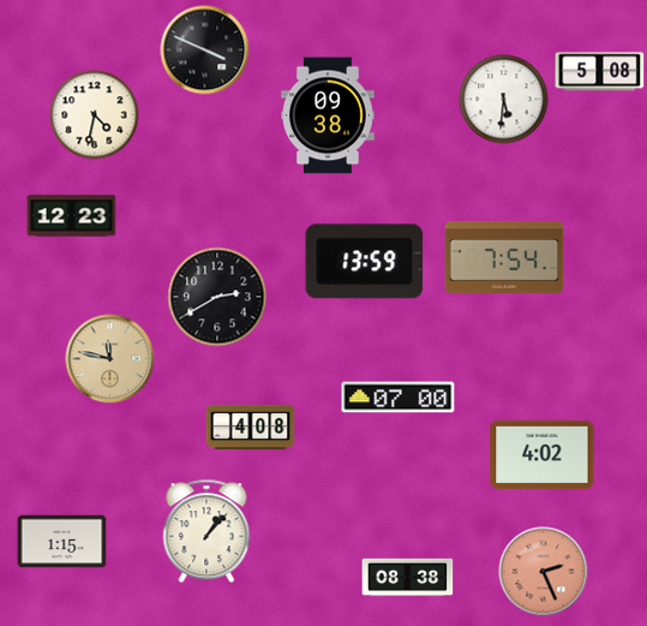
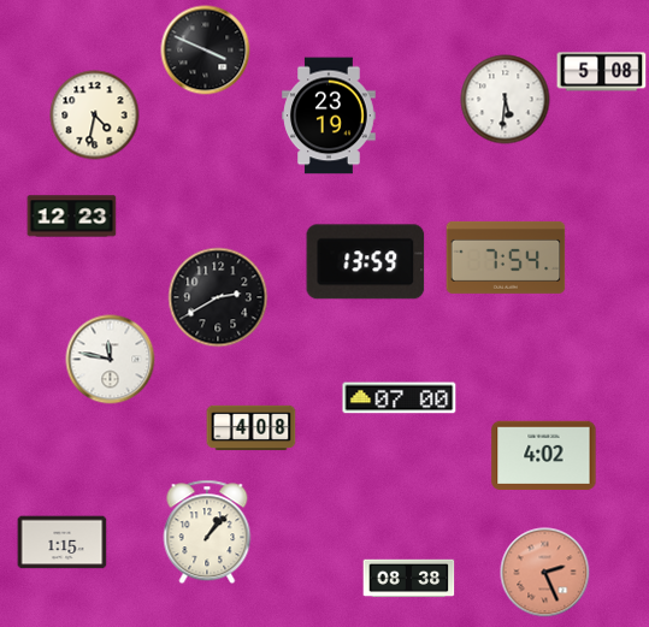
clock at (328, 115): 09:38 -> 23:19
clock at (110, 359) dial: champagne -> white
